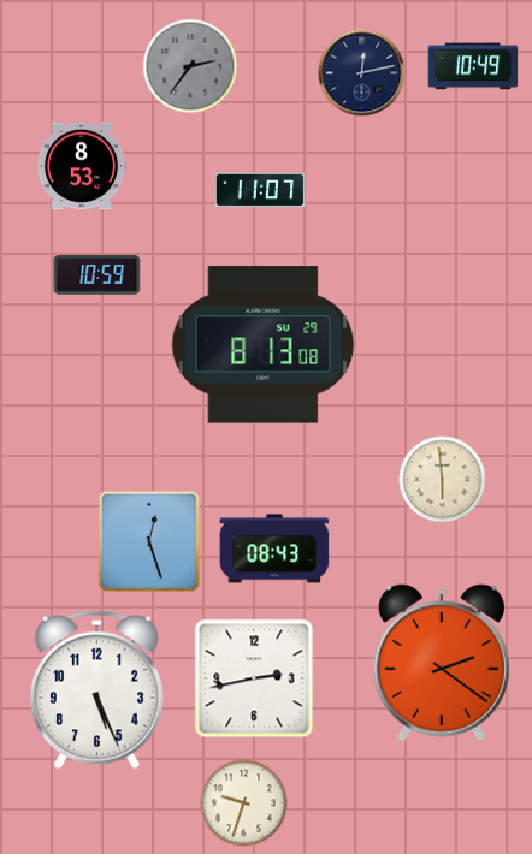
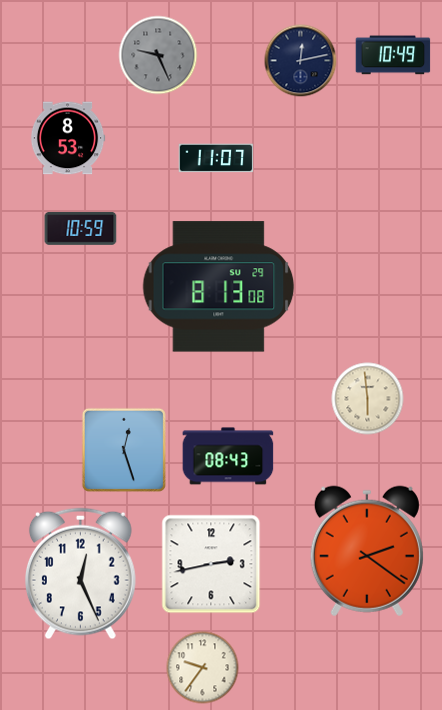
clock at (190, 66): 2:36 -> 9:26
clock at (96, 690): 5:26 -> 12:26
clock at (244, 803): 9:33 -> 9:36
